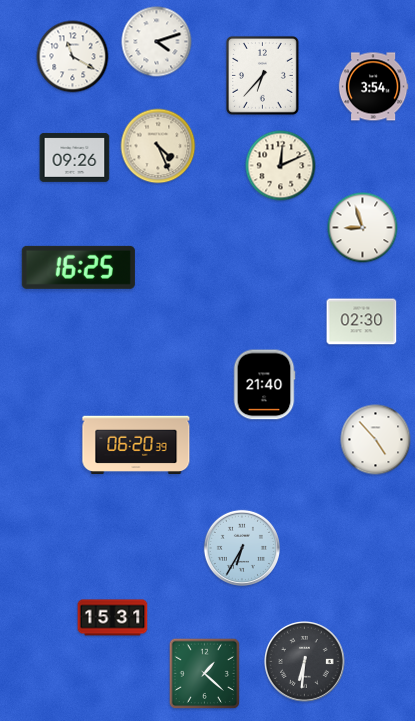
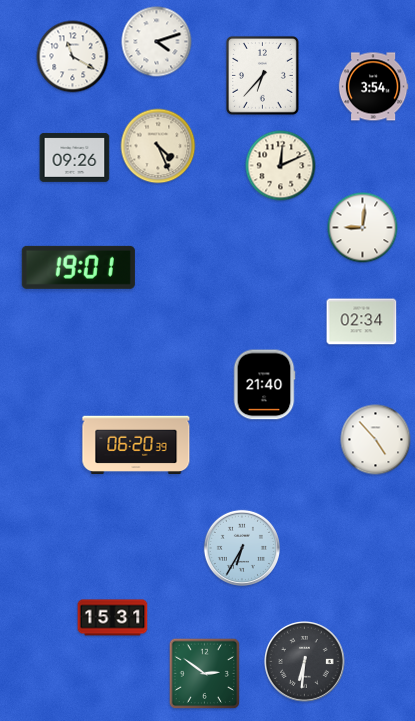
clock at (363, 228): 8:57 -> 9:01
clock at (78, 267): 16:25 -> 19:01
clock at (362, 322): 02:30 -> 02:34
clock at (205, 674): 1:22 -> 2:51
